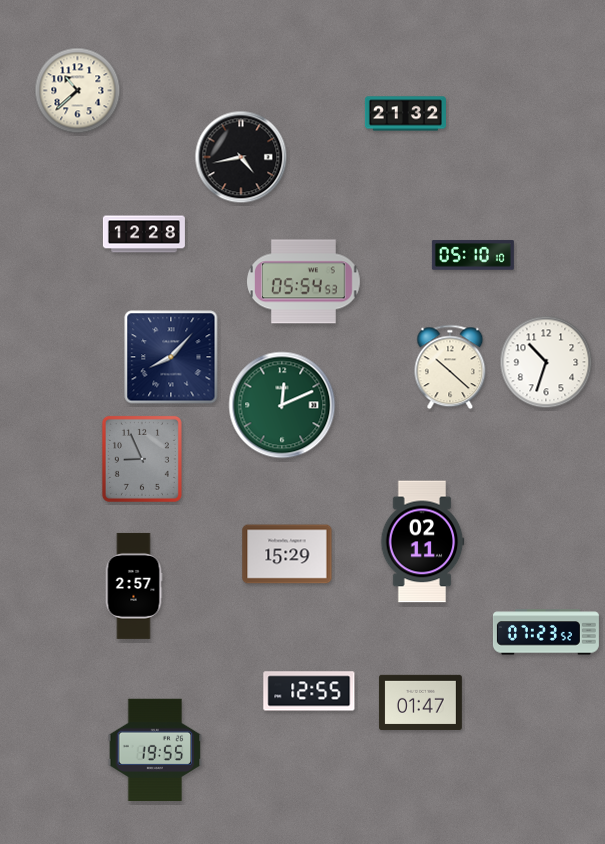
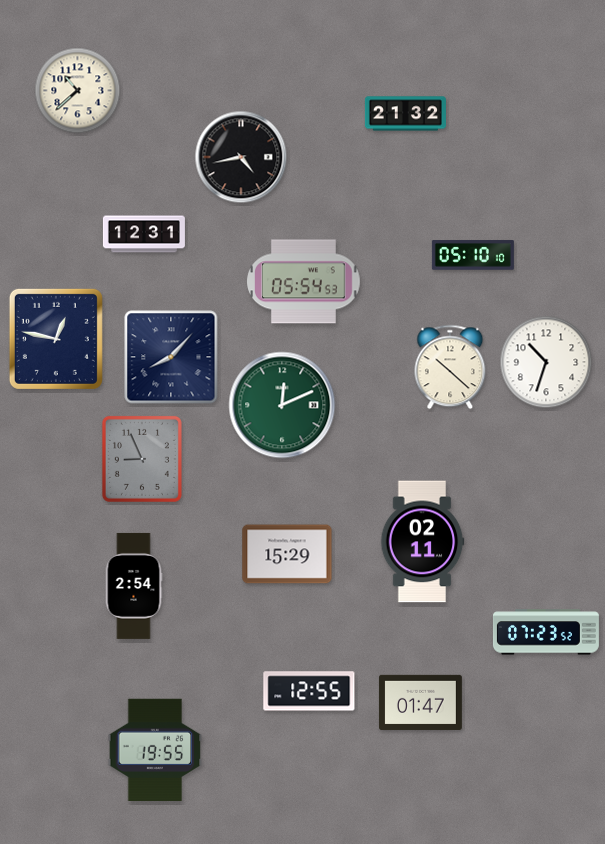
clock at (144, 234): 12:28 -> 12:31
clock at (56, 339): none -> 12:47
clock at (134, 586): 2:57 -> 2:54
